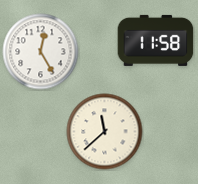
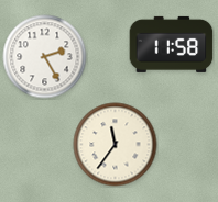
clock at (41, 52): 12:25 -> 2:25
clock at (105, 132): 11:38 -> 11:36
